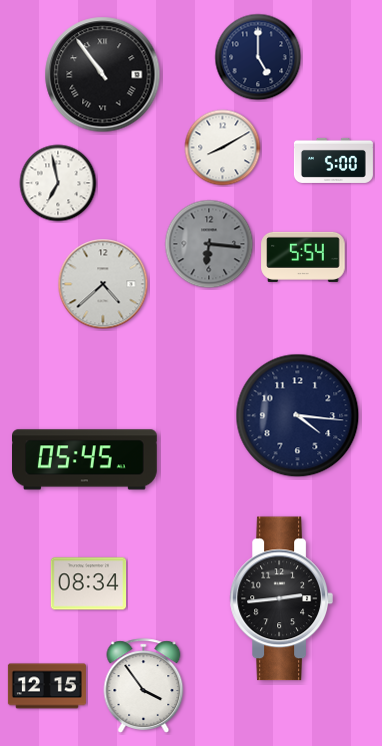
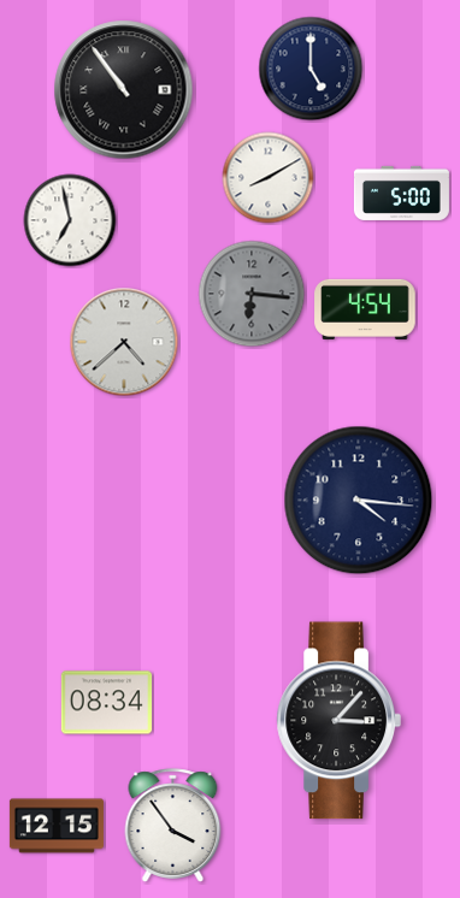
clock at (303, 257): 5:54 -> 4:54
clock at (85, 460): 05:45 -> none
clock at (281, 599): 2:44 -> 3:07
